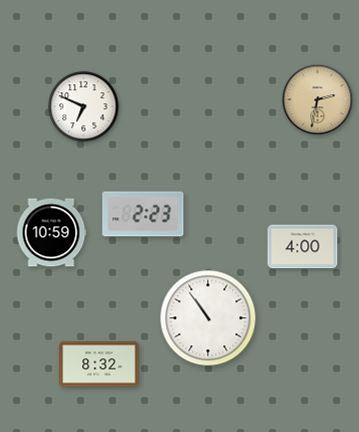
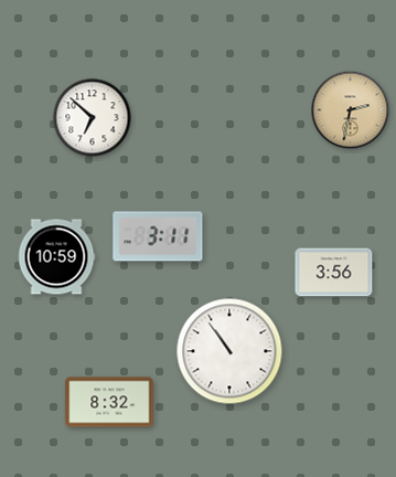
clock at (84, 107): 6:49 -> 6:52
clock at (143, 214): 2:23 -> 3:11
clock at (303, 247): 4:00 -> 3:56
